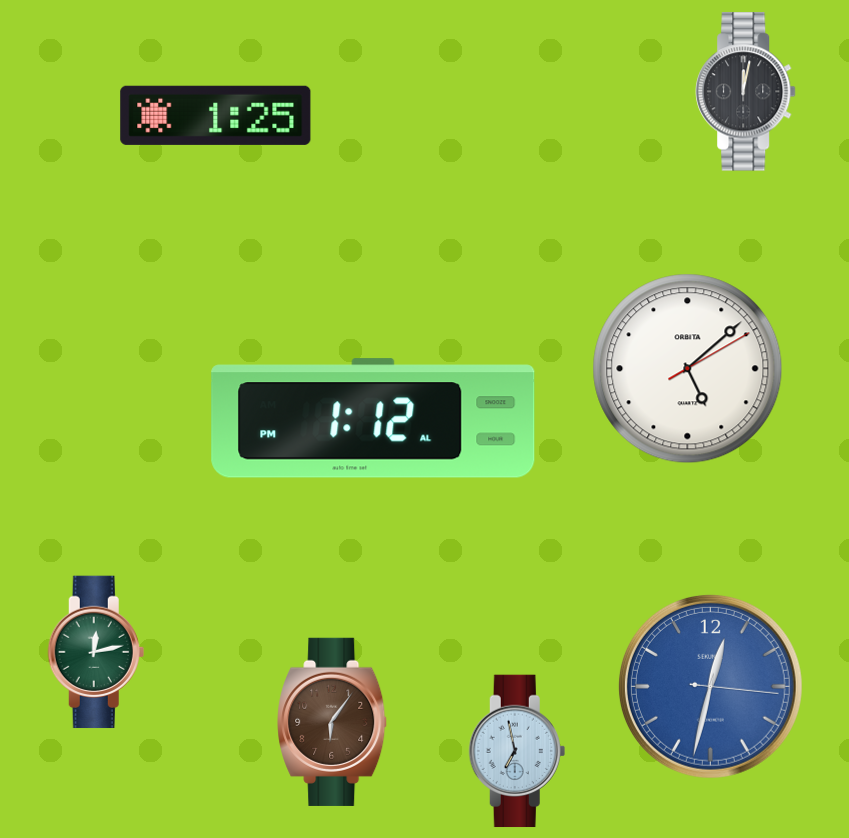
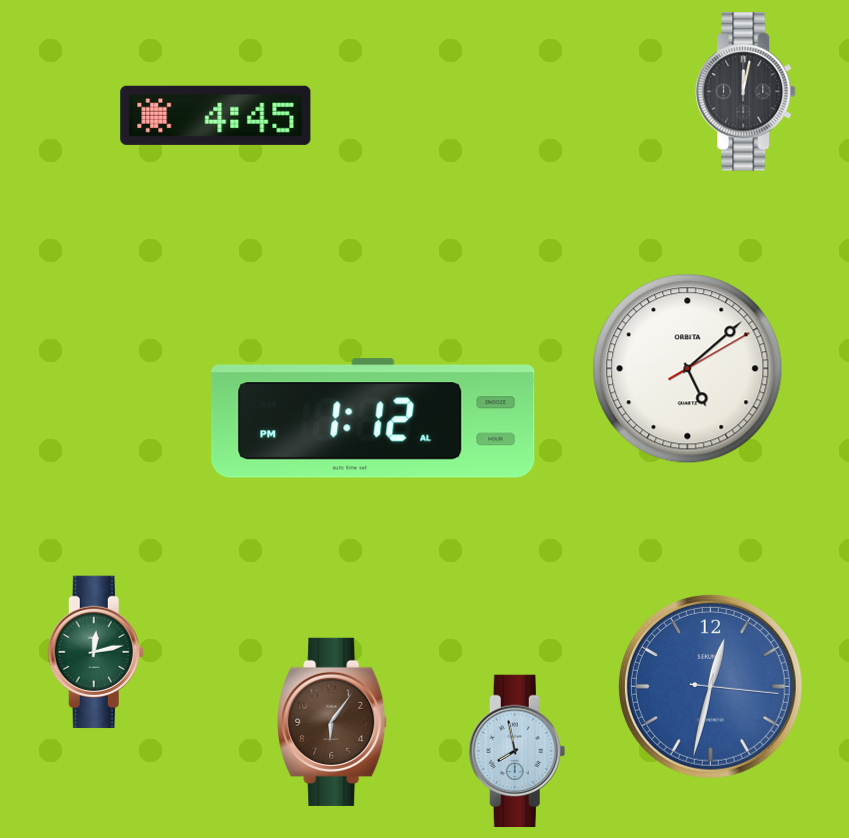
clock at (216, 115): 1:25 -> 4:45
clock at (517, 751): 6:58 -> 7:58
